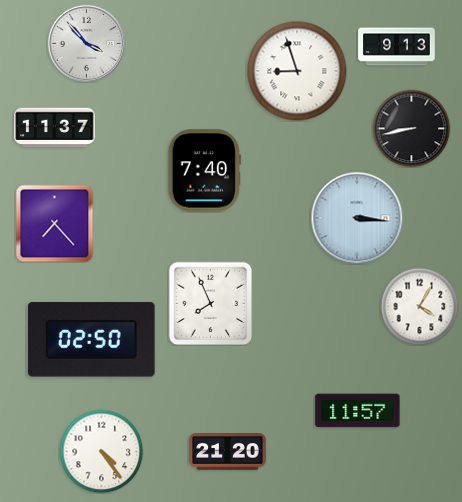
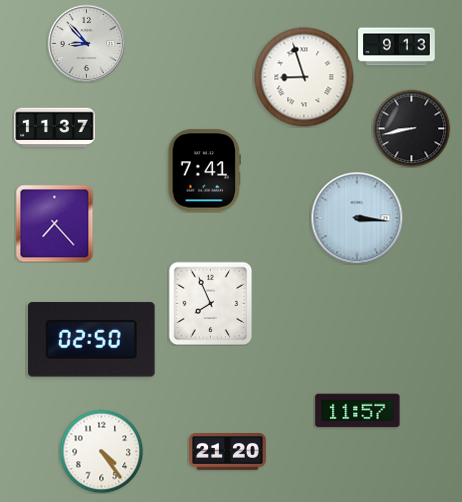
clock at (86, 43): 3:53 -> 8:53
clock at (297, 71) position: (297, 71) -> (304, 77)
clock at (204, 171): 7:40 -> 7:41
clock at (419, 306): 4:05 -> none
